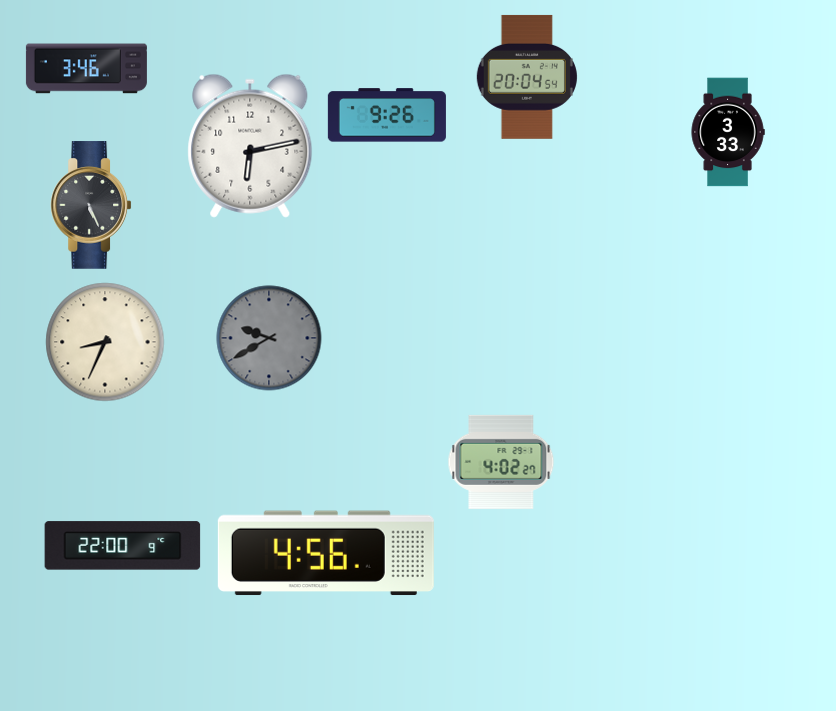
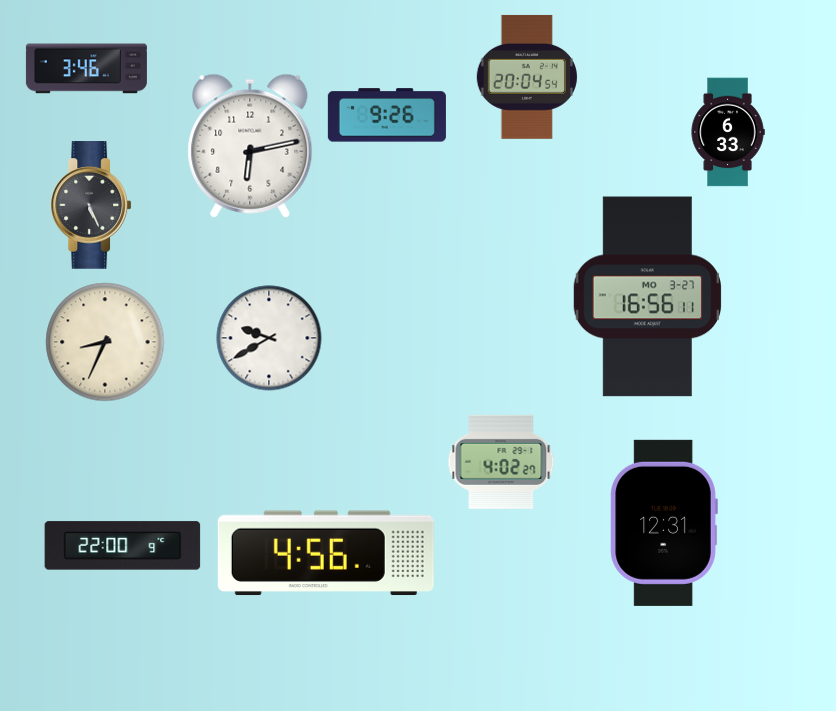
clock at (728, 132): 3:33 -> 6:33
clock at (647, 297): none -> 16:56
clock at (269, 338) dial: grey -> white
clock at (664, 523): none -> 12:31
